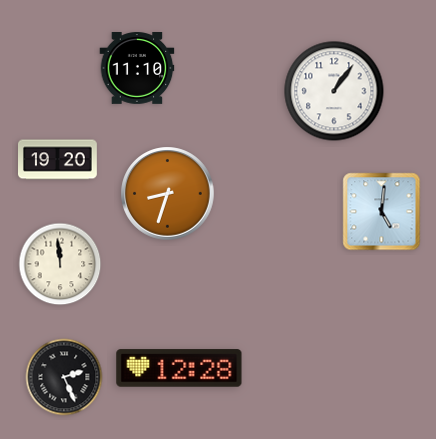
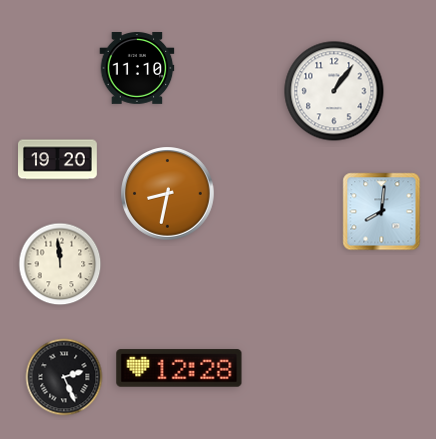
clock at (168, 194): 8:33 -> 8:32
clock at (382, 212): 5:01 -> 8:01
